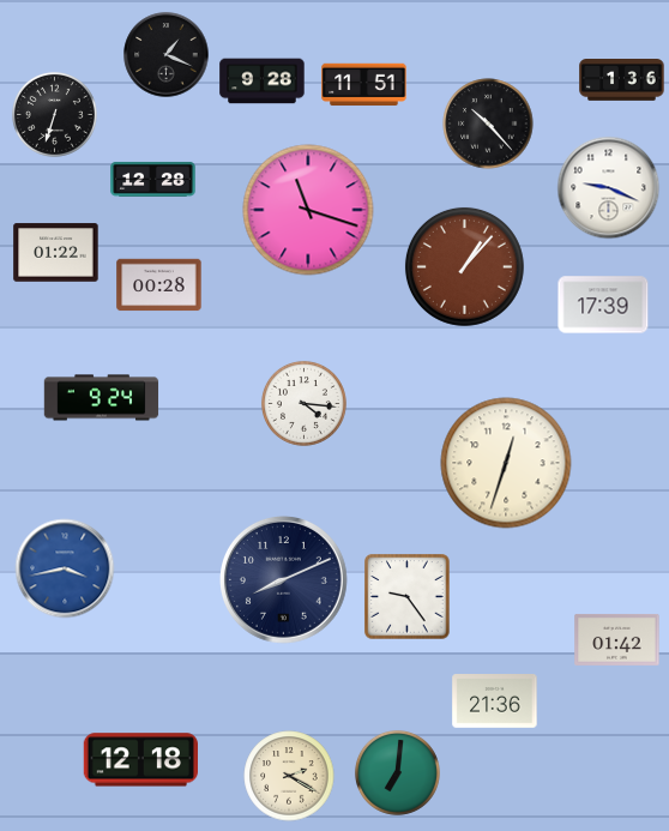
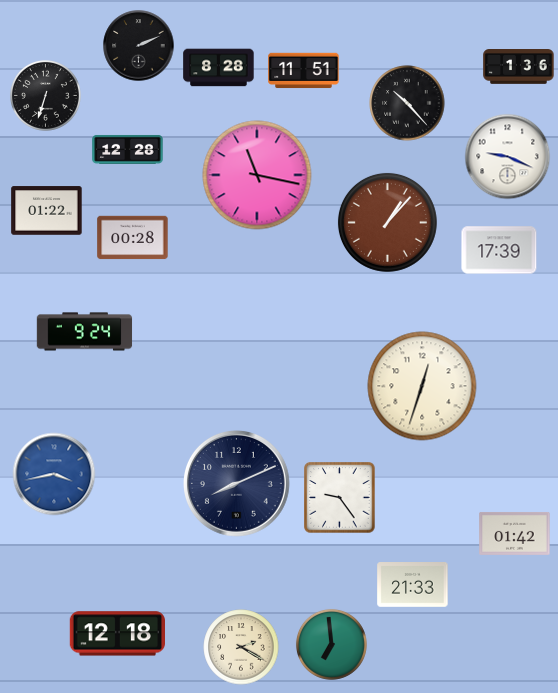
clock at (167, 55): 1:19 -> 2:11
clock at (263, 82): 9:28 -> 8:28
clock at (308, 210): 11:18 -> 11:17
clock at (603, 305) position: (603, 305) -> (499, 250)
clock at (303, 403): 4:16 -> none
clock at (495, 701): 21:36 -> 21:33
clock at (397, 772): 7:01 -> 6:59
